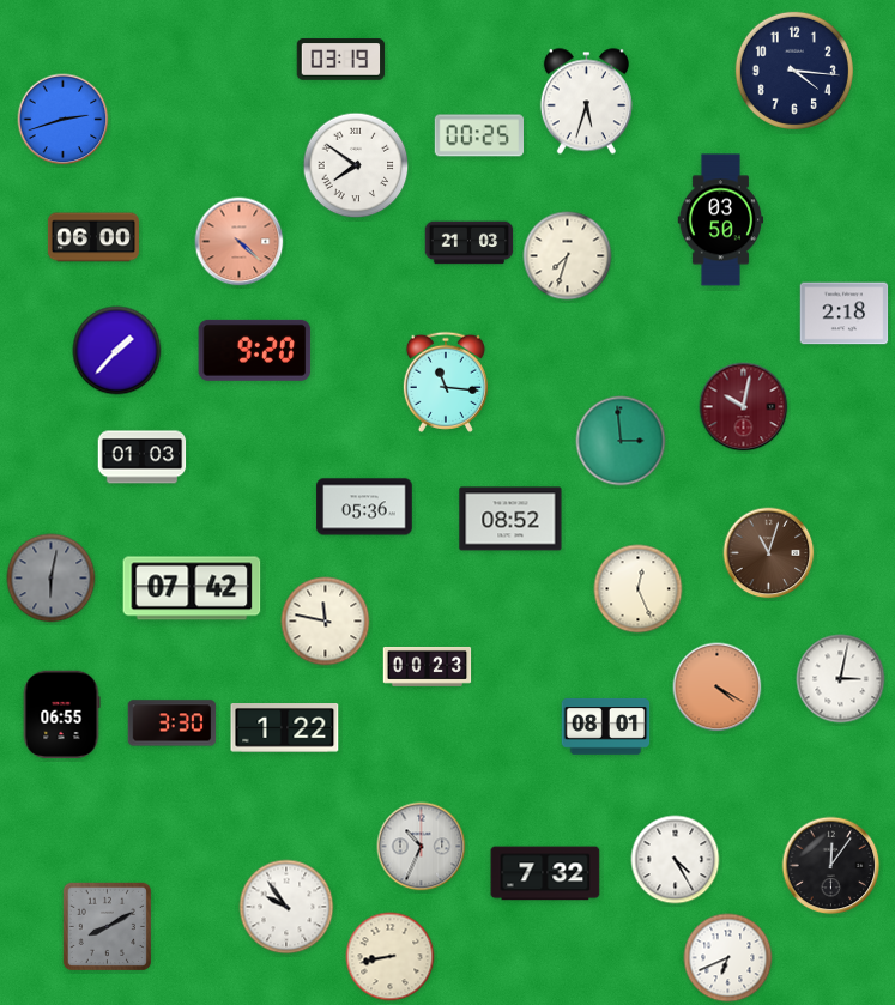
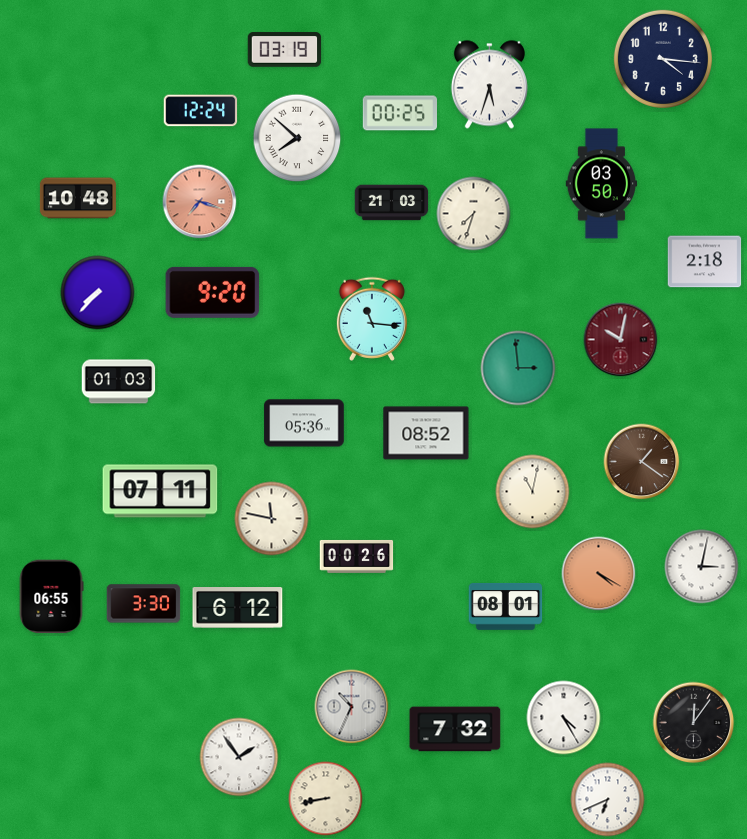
clock at (64, 120): 2:42 -> none
clock at (201, 111): none -> 12:24
clock at (356, 165): 7:51 -> 7:52
clock at (93, 237): 06:00 -> 10:48
clock at (240, 242): 4:22 -> 7:18
clock at (117, 351): 1:37 -> 7:37
clock at (769, 553): 11:03 -> 1:21
clock at (52, 579): 6:02 -> none
clock at (192, 588): 07:42 -> 07:11
clock at (639, 589): 12:26 -> 11:02
clock at (428, 666): 00:23 -> 00:26
clock at (285, 728): 1:22 -> 6:12
clock at (286, 907): 9:54 -> 1:54
clock at (107, 926): 8:10 -> none
